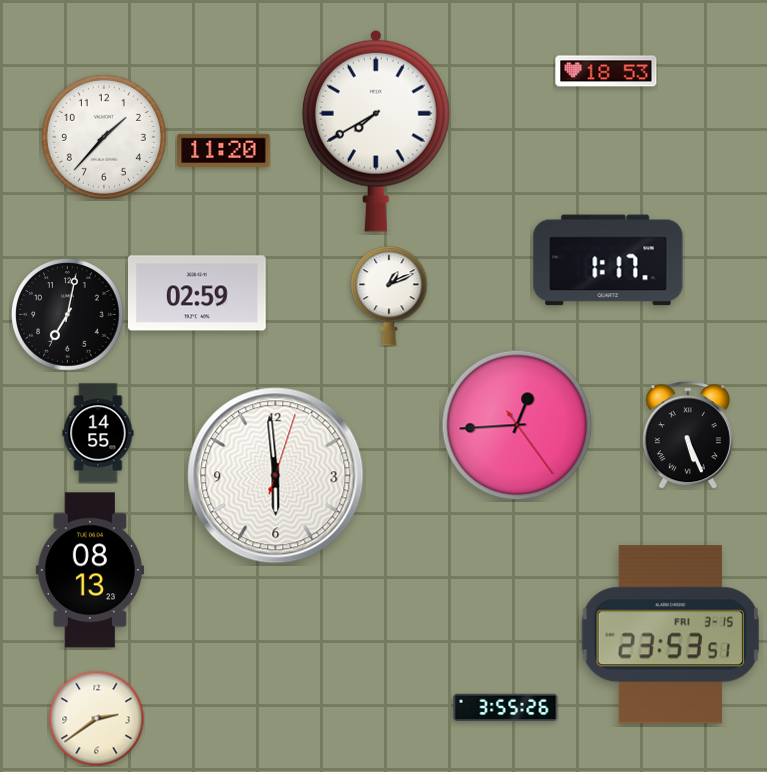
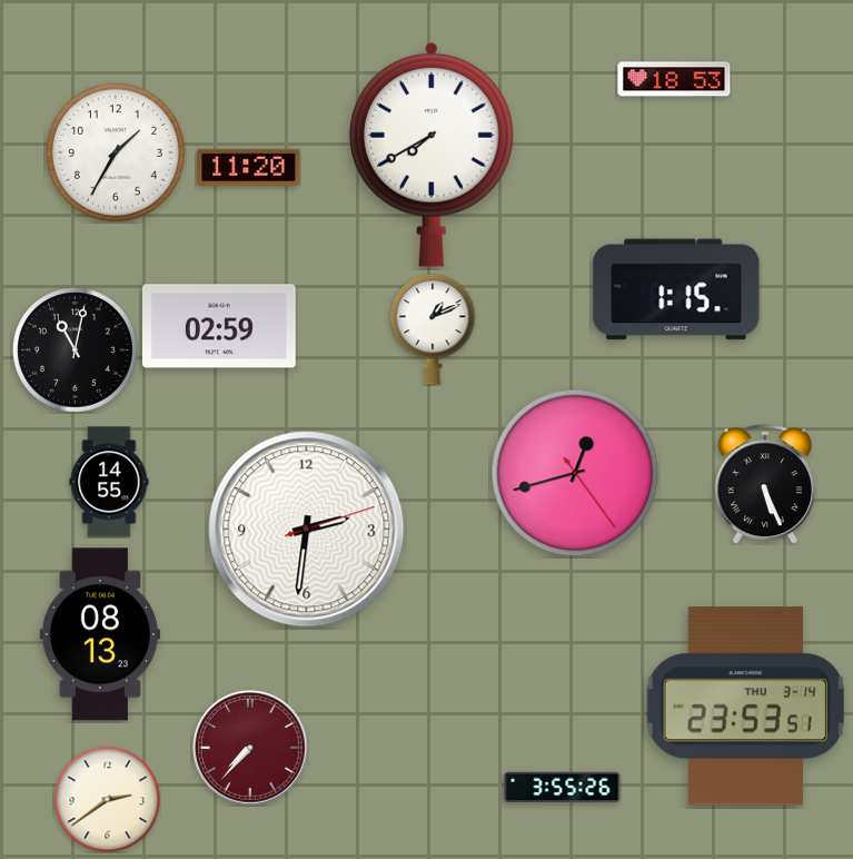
clock at (376, 131) position: (376, 131) -> (432, 155)
clock at (104, 137): 1:37 -> 1:35
clock at (608, 260): 1:17 -> 1:15
clock at (68, 315): 7:02 -> 11:02
clock at (517, 425): 12:44 -> 12:42
clock at (276, 476): 5:59 -> 2:31
clock at (670, 635) date: FRI 3-15 -> THU 3-14
clock at (251, 749): none -> 7:37
